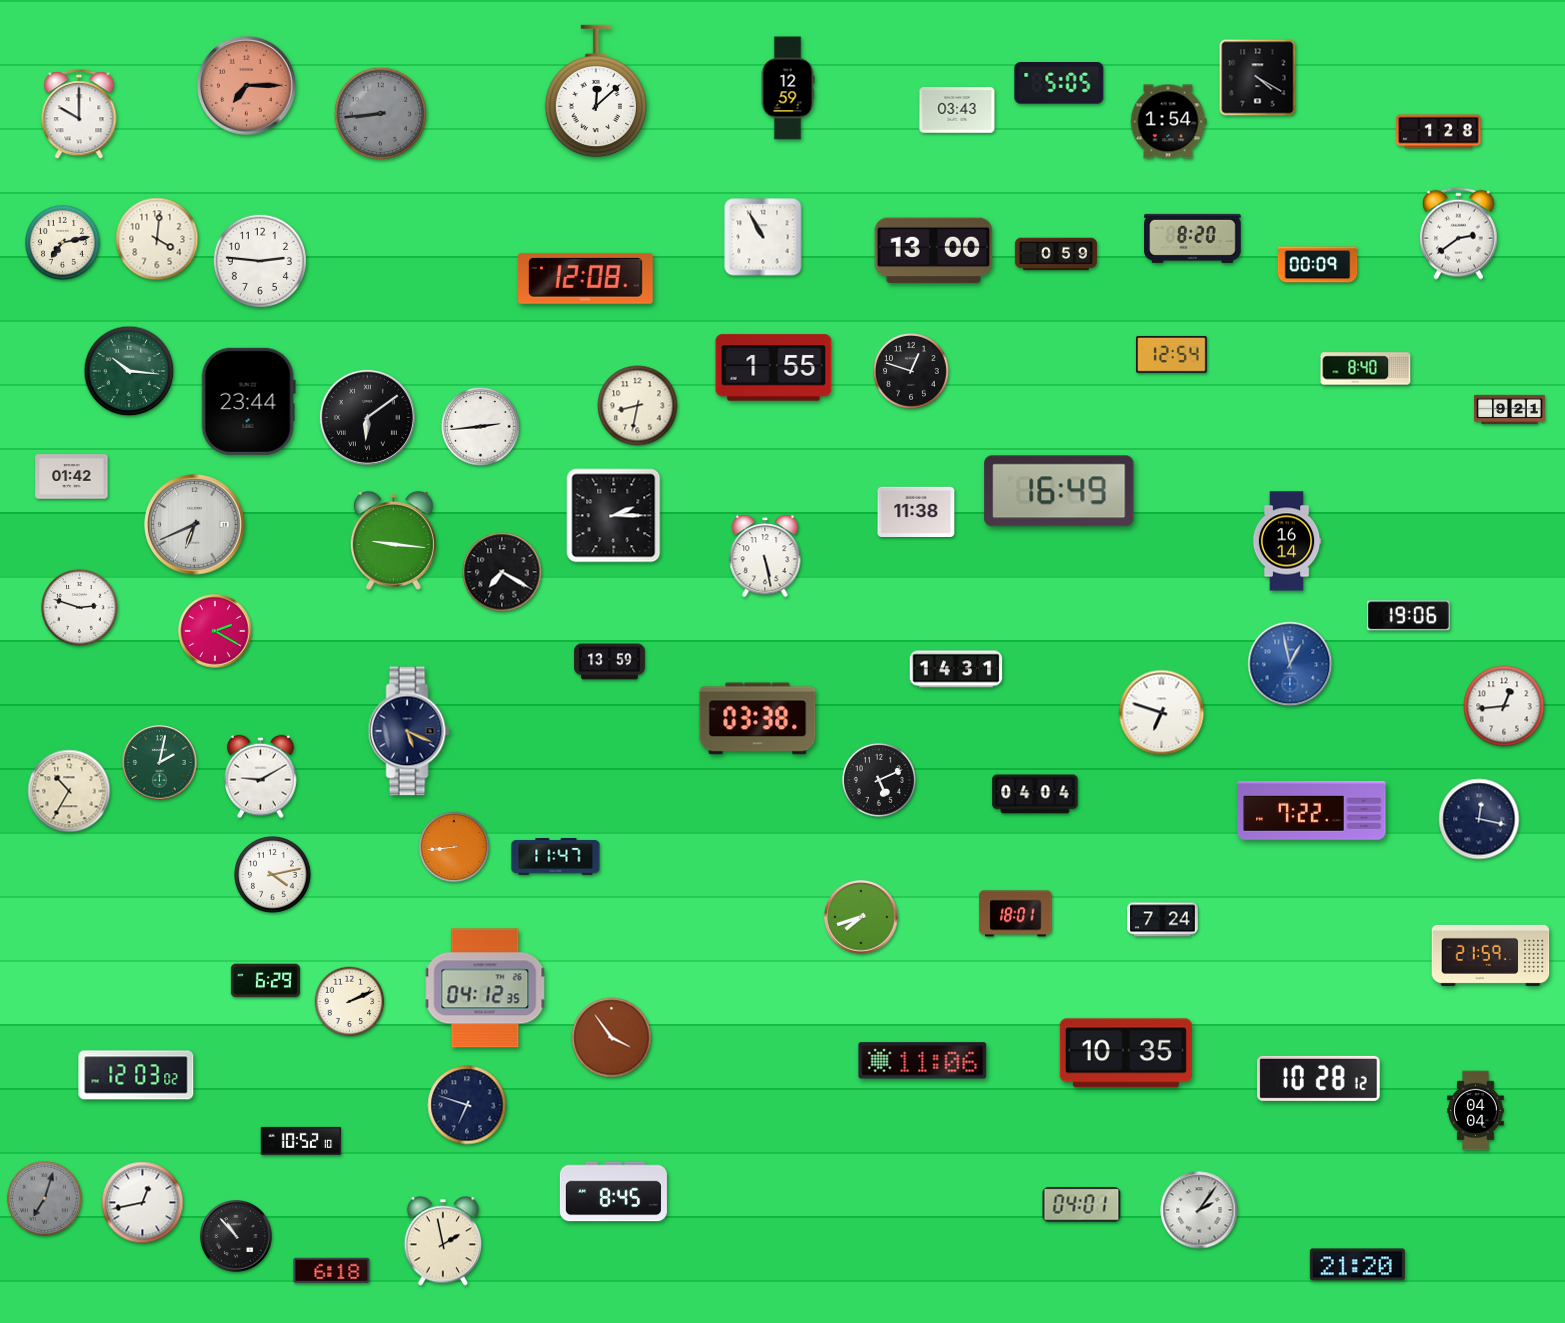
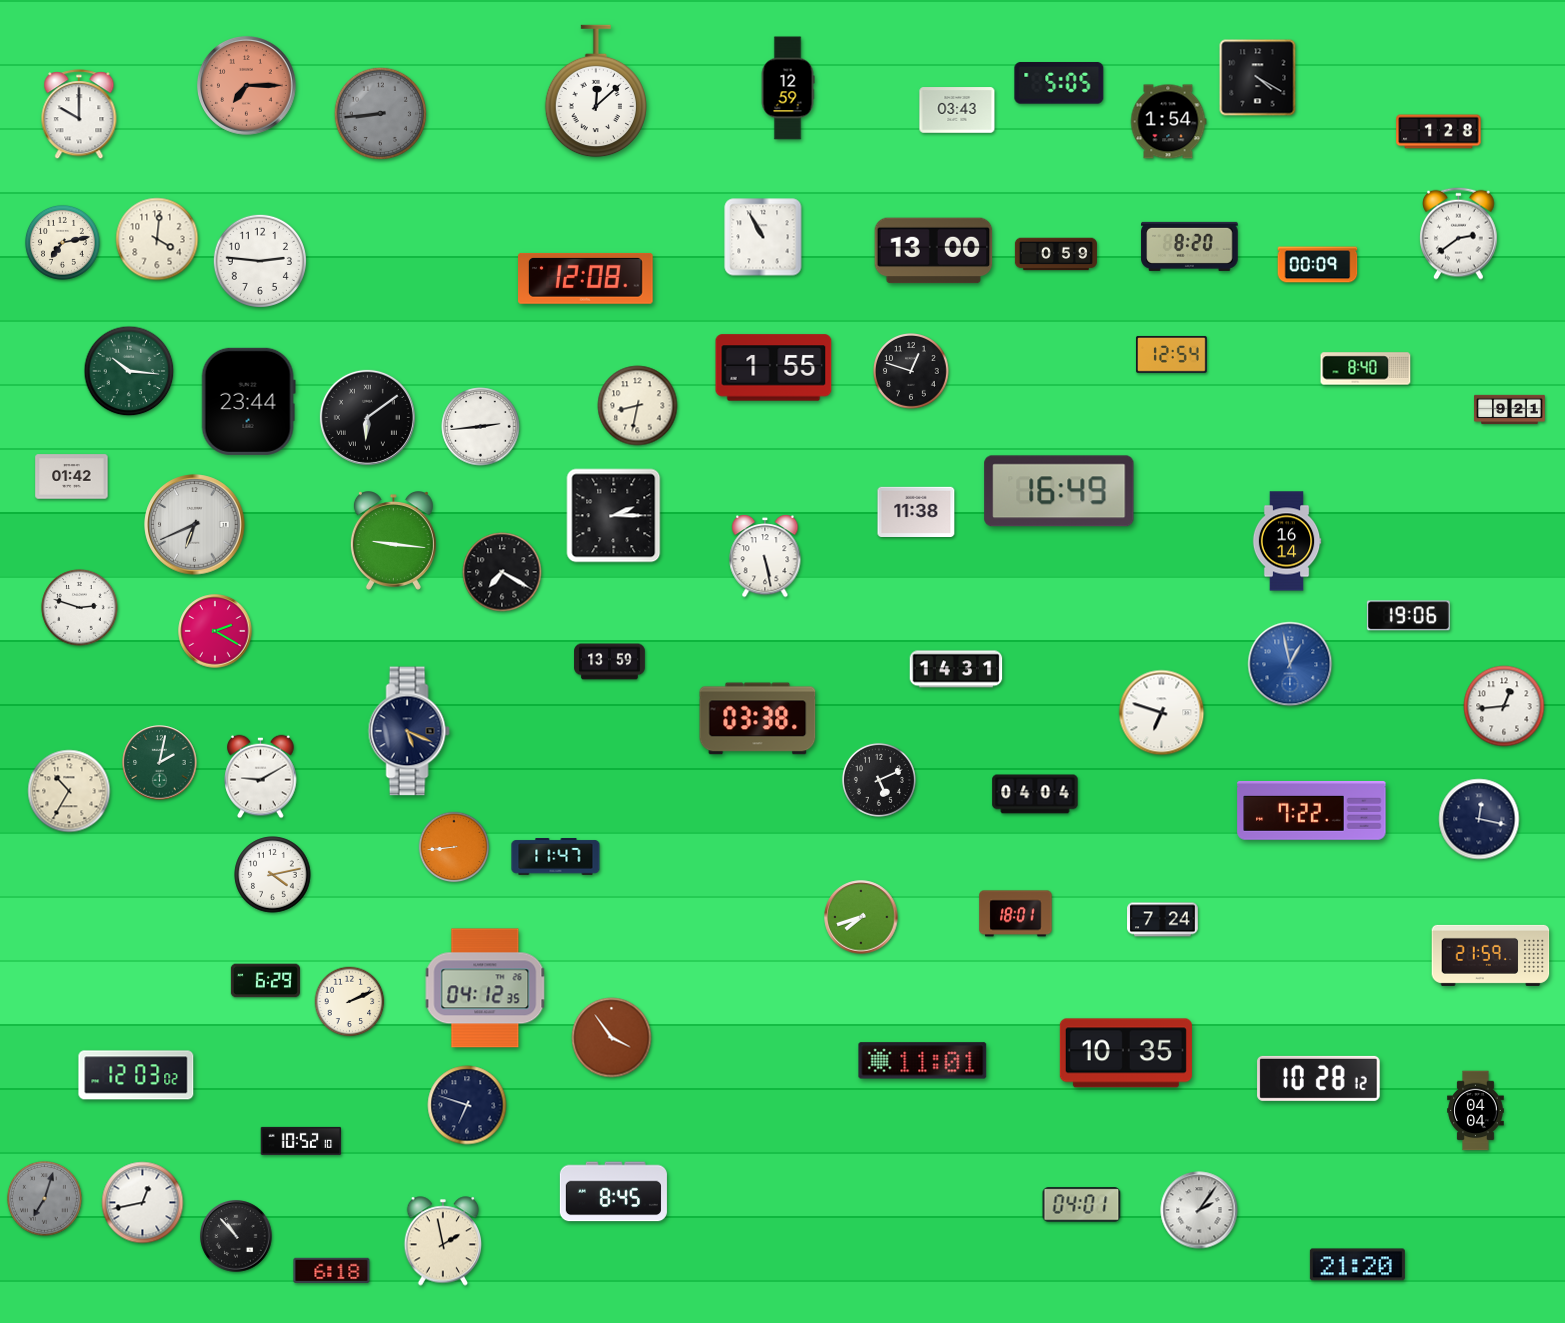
clock at (1193, 238) position: (1193, 238) -> (1190, 246)
clock at (923, 1061): 11:06 -> 11:01
